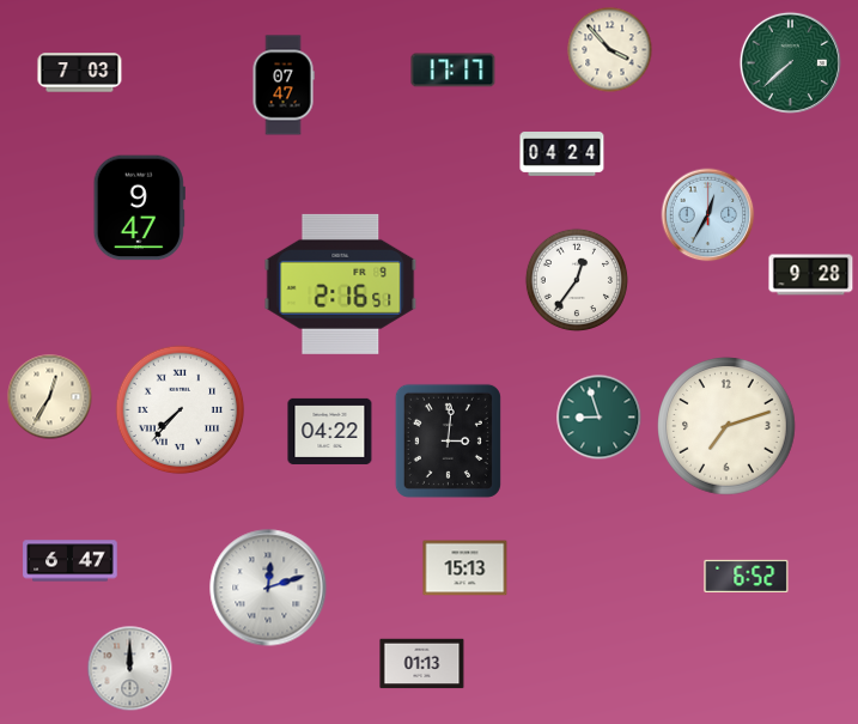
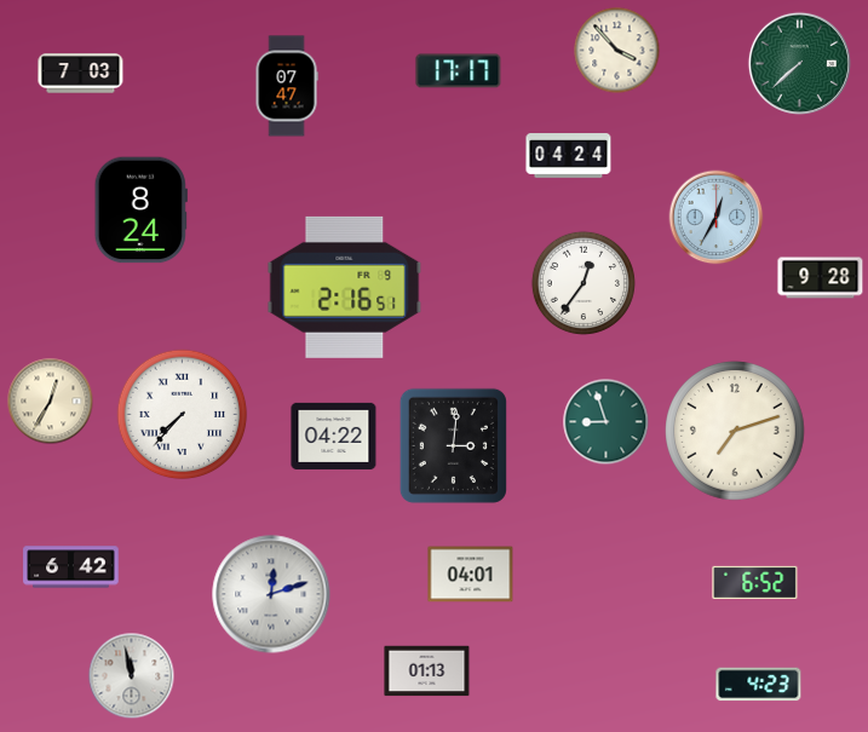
clock at (139, 208): 9:47 -> 8:24
clock at (71, 561): 6:47 -> 6:42
clock at (465, 568): 15:13 -> 04:01
clock at (130, 669): 12:00 -> 11:58
clock at (759, 685): none -> 4:23
